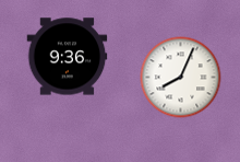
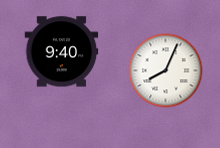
clock at (68, 57): 9:36 -> 9:40
